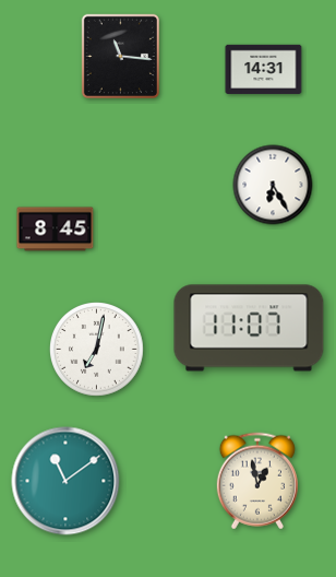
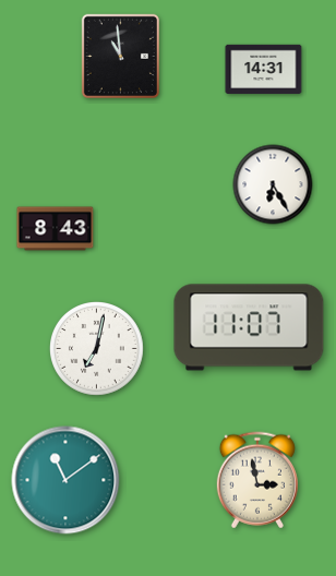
clock at (120, 56): 11:16 -> 10:59
clock at (56, 229): 8:45 -> 8:43
clock at (257, 481): 12:58 -> 2:58
